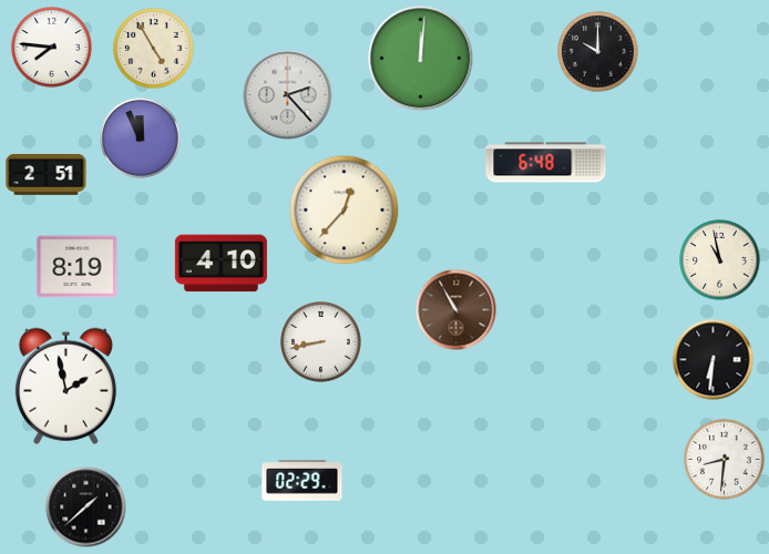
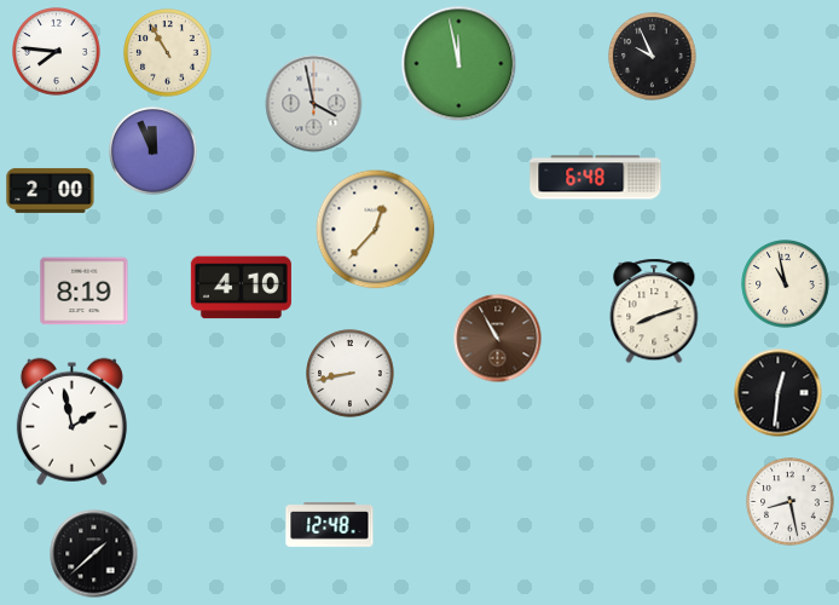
clock at (154, 49): 4:55 -> 10:55
clock at (598, 52): 10:00 -> 9:56
clock at (421, 59): 12:01 -> 11:58
clock at (288, 95): 2:23 -> 3:58
clock at (47, 174): 2:51 -> 2:00
clock at (654, 311): none -> 8:12
clock at (714, 360): 6:31 -> 12:31
clock at (725, 460): 8:31 -> 8:28
clock at (303, 481): 02:29 -> 12:48
